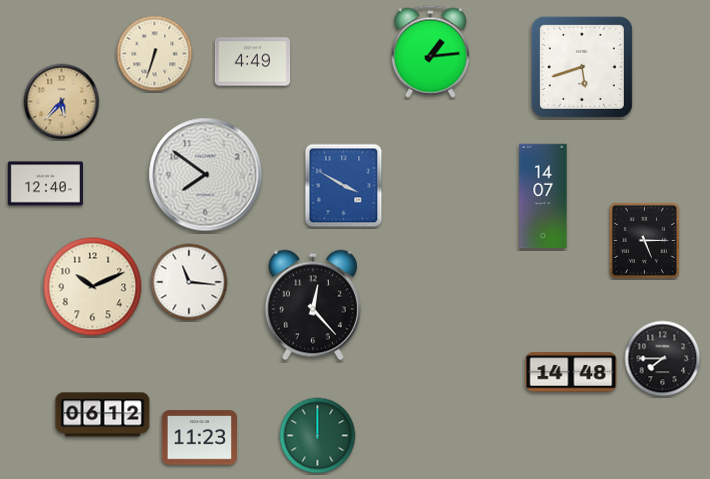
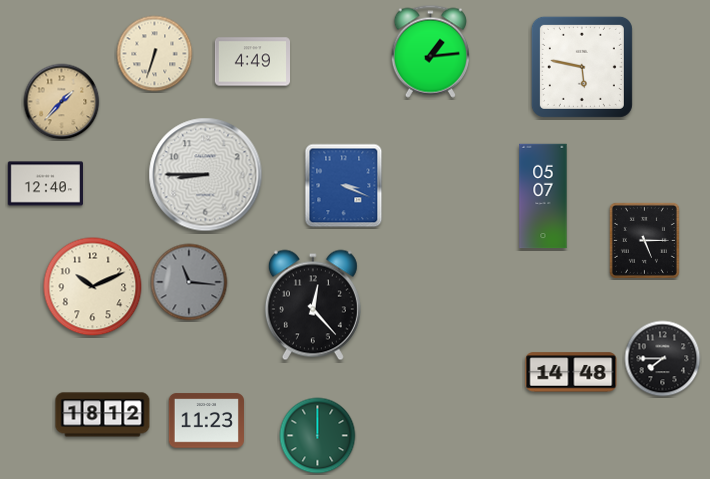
clock at (582, 67): 5:42 -> 5:47
clock at (62, 102): 5:37 -> 1:37
clock at (206, 175): 7:51 -> 8:45
clock at (344, 186): 3:50 -> 3:19
clock at (543, 196): 14:07 -> 05:07
clock at (189, 282) dial: white -> grey
clock at (103, 415): 06:12 -> 18:12
clock at (199, 438) position: (199, 438) -> (206, 421)
